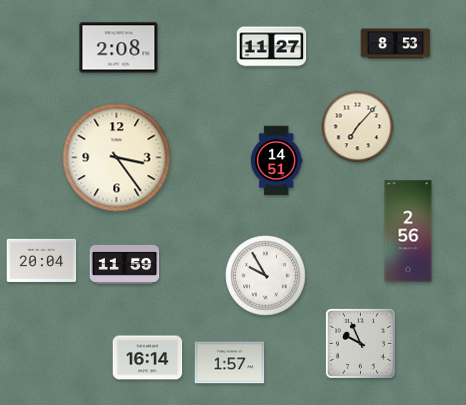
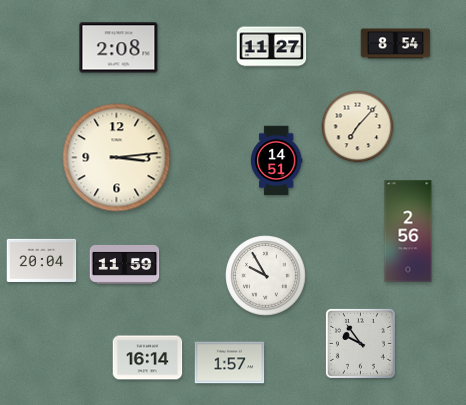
clock at (396, 44): 8:53 -> 8:54
clock at (117, 158): 3:24 -> 3:14
clock at (360, 343): 9:56 -> 9:54
